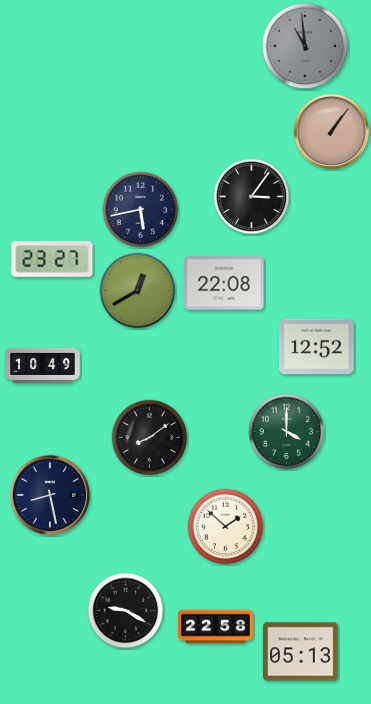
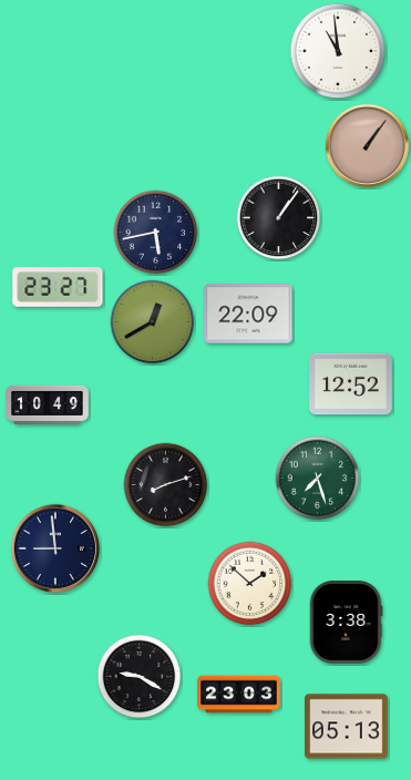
clock at (305, 46) dial: grey -> white
clock at (252, 197): 3:06 -> 1:06
clock at (224, 283): 22:08 -> 22:09
clock at (287, 432): 4:00 -> 7:27
clock at (150, 438): 8:09 -> 8:12
clock at (49, 494): 8:28 -> 8:59
clock at (346, 623): none -> 3:38
clock at (216, 627): 22:58 -> 23:03
clock at (301, 652) position: (301, 652) -> (347, 727)
